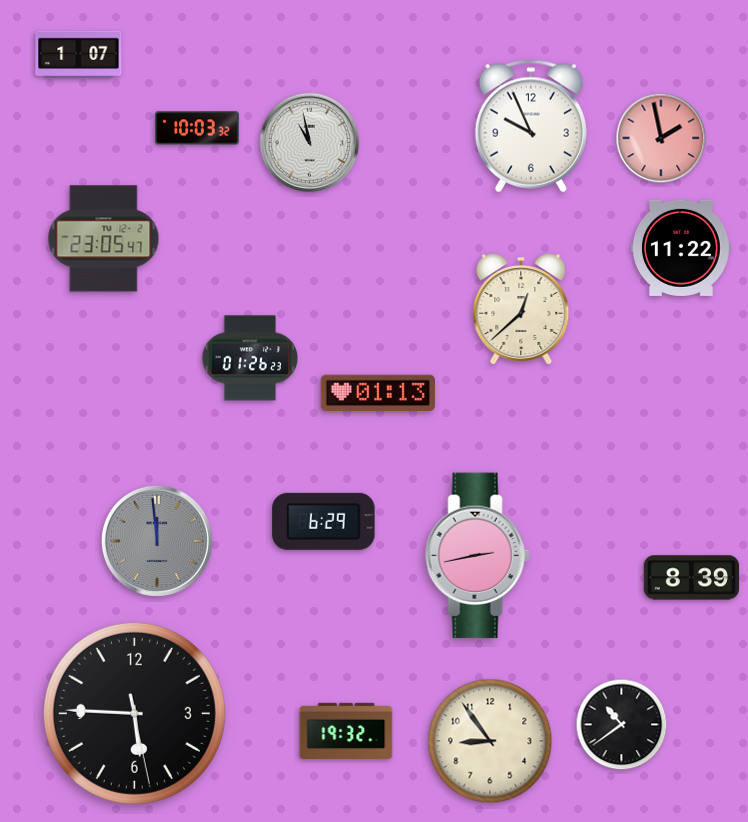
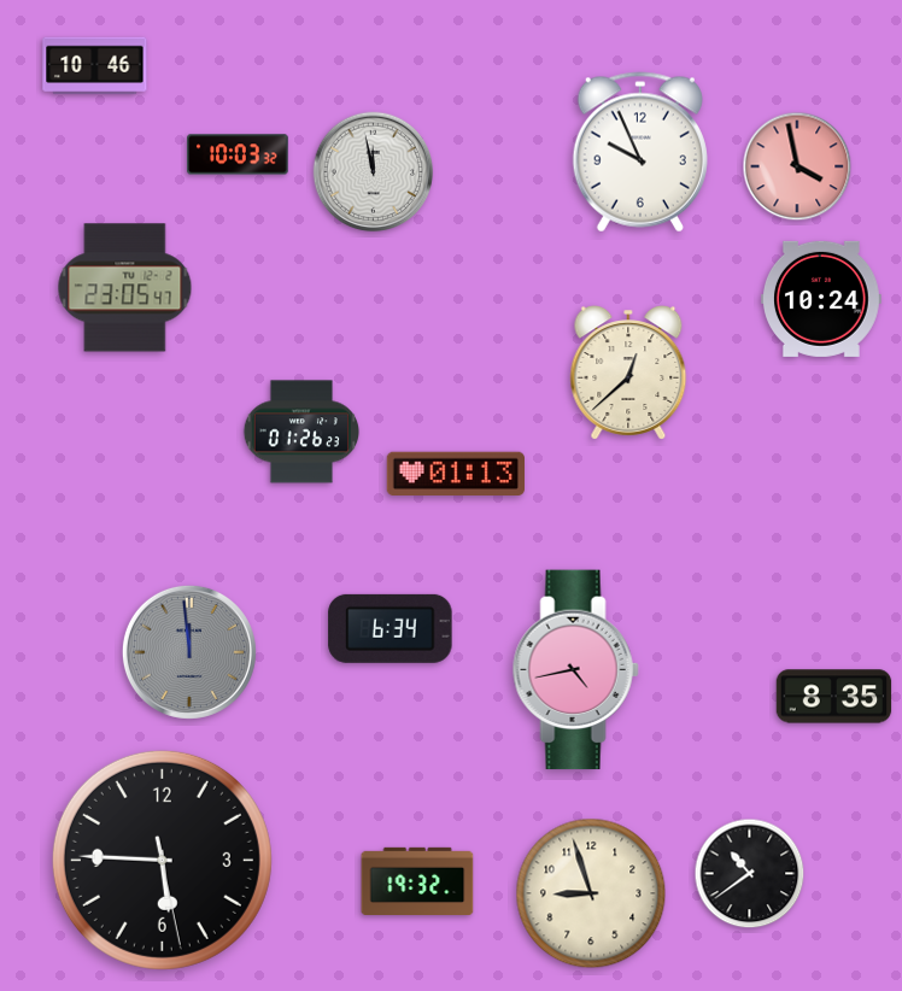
clock at (79, 55): 1:07 -> 10:46
clock at (661, 138): 1:58 -> 3:58
clock at (310, 143): 10:58 -> 11:58
clock at (681, 248): 11:22 -> 10:24
clock at (324, 521): 6:29 -> 6:34
clock at (477, 556): 2:43 -> 4:43
clock at (692, 578): 8:39 -> 8:35
clock at (490, 741): 8:54 -> 8:57
